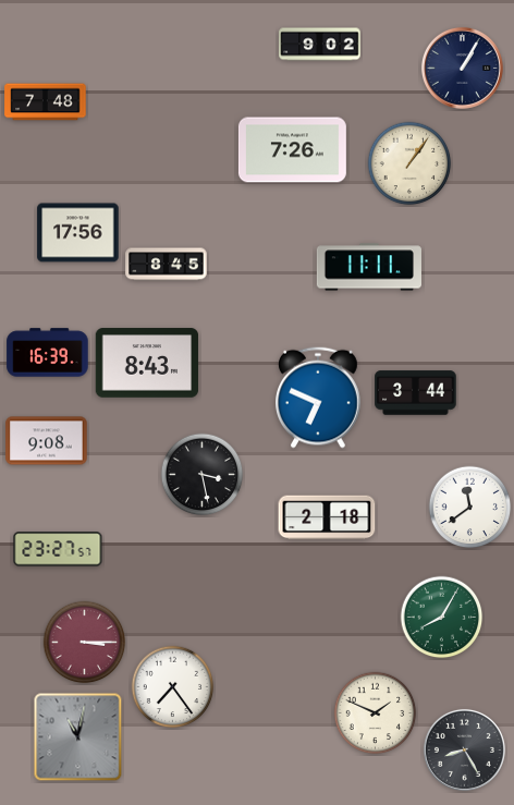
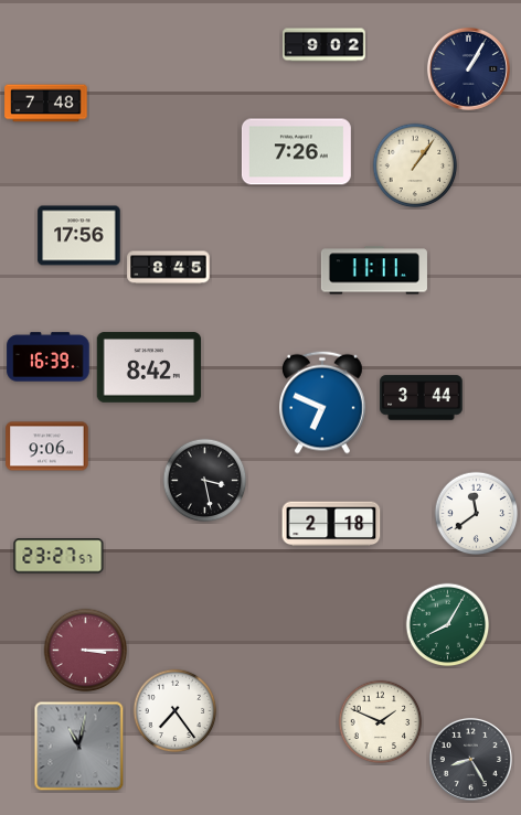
clock at (147, 363): 8:43 -> 8:42
clock at (47, 441): 9:08 -> 9:06
clock at (173, 687) position: (173, 687) -> (176, 711)
